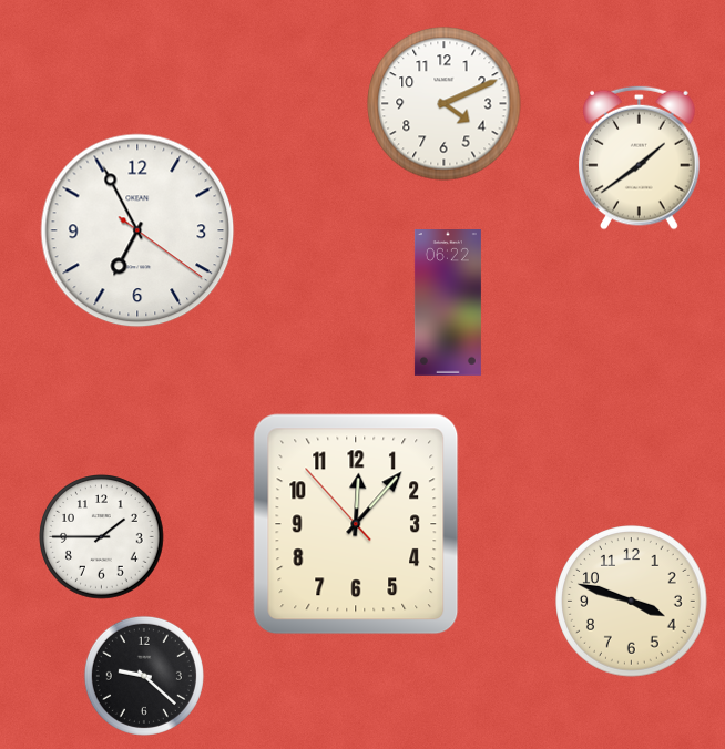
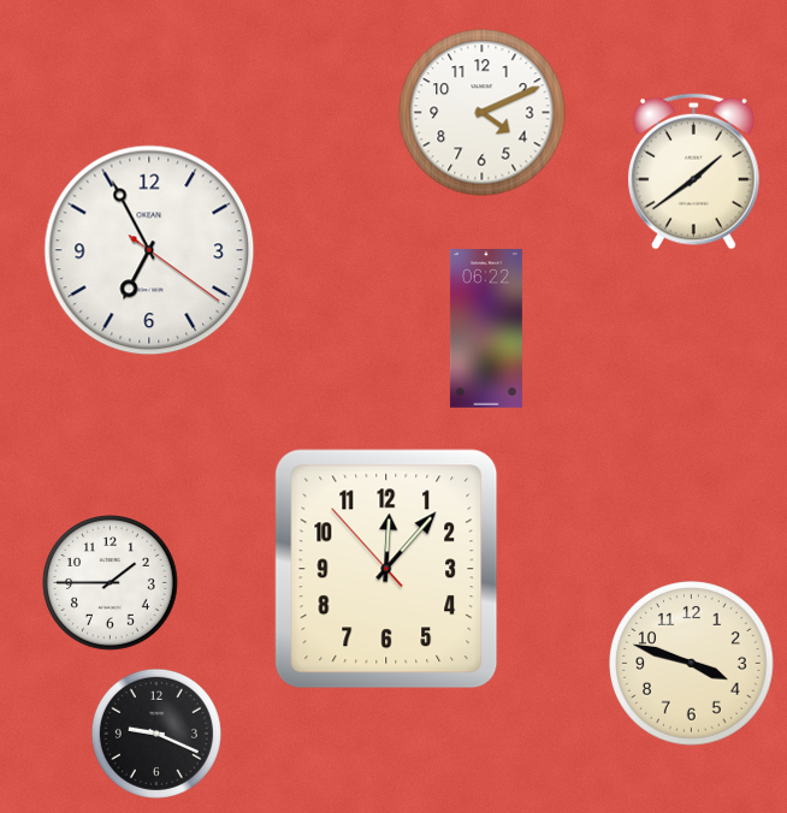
clock at (632, 602) position: (632, 602) -> (692, 664)
clock at (144, 676): 9:22 -> 9:19
